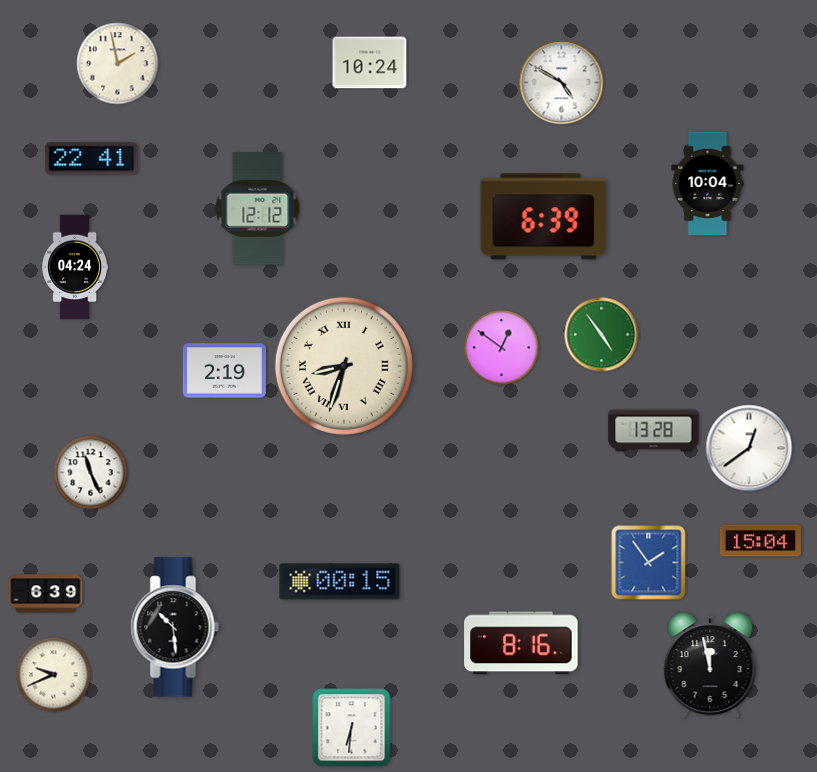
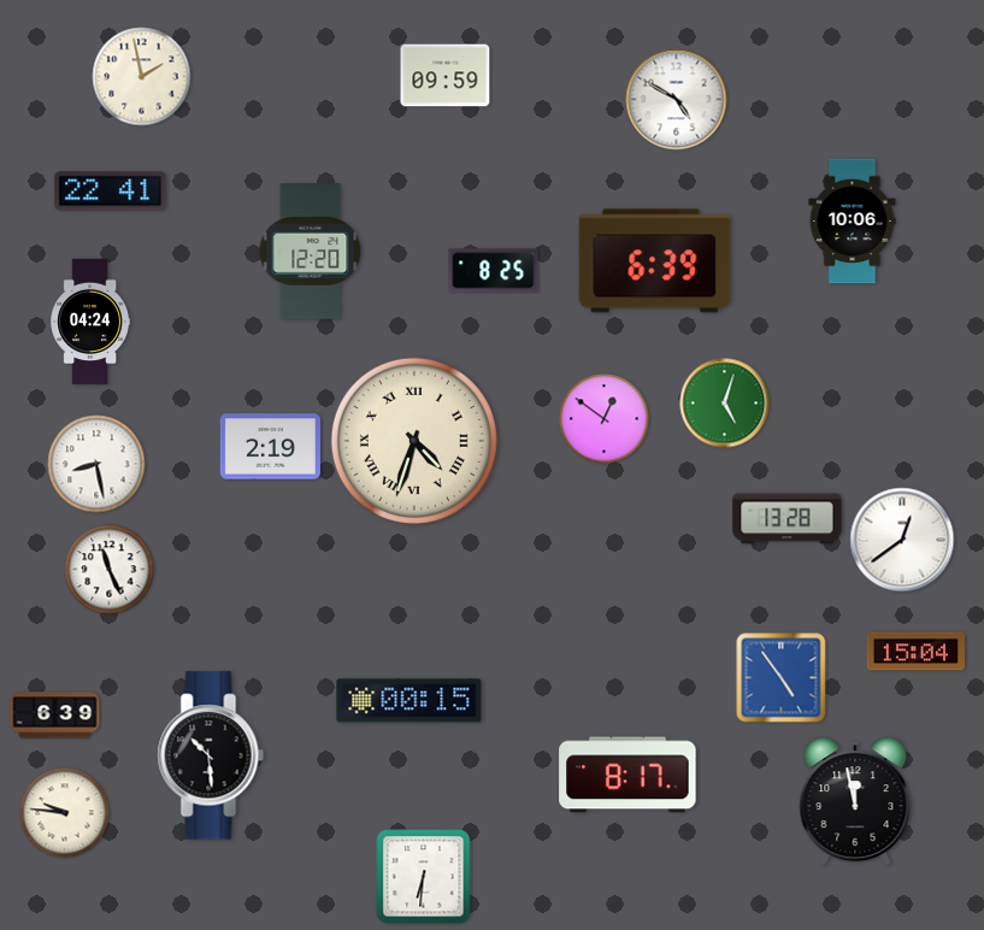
clock at (370, 63): 10:24 -> 09:59
clock at (708, 184): 10:04 -> 10:06
clock at (258, 209): 12:12 -> 12:20
clock at (494, 271): none -> 8:25
clock at (602, 335): 4:54 -> 5:03
clock at (344, 366): 8:33 -> 4:33
clock at (96, 464): none -> 8:28
clock at (649, 563): 1:54 -> 4:54
clock at (521, 643): 8:16 -> 8:17
clock at (54, 675): 9:41 -> 9:46
